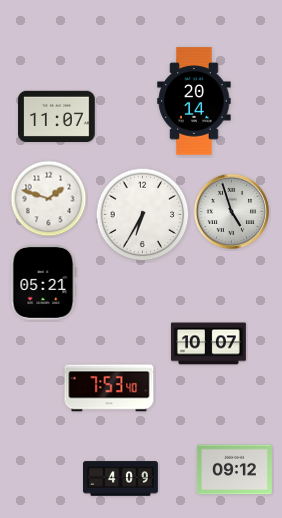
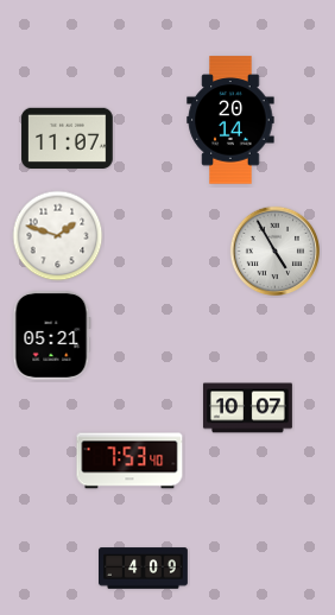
clock at (232, 212): 4:57 -> 4:55
clock at (143, 215): 6:35 -> none
clock at (234, 470): 09:12 -> none
